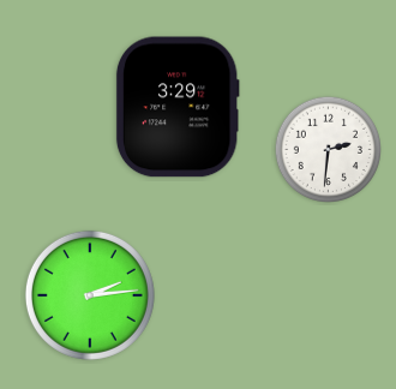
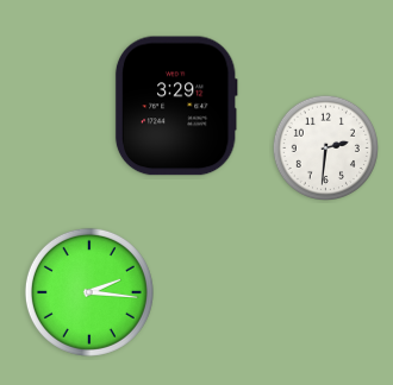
clock at (90, 295): 2:14 -> 2:16
